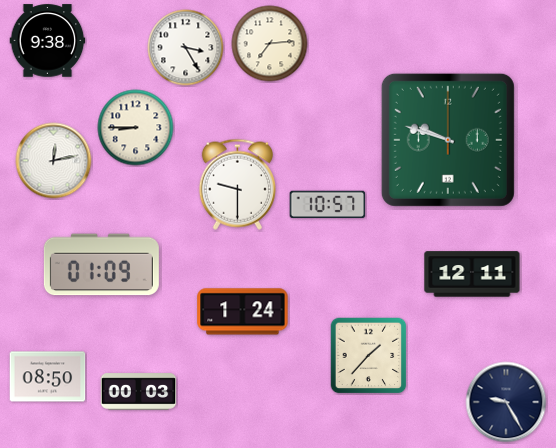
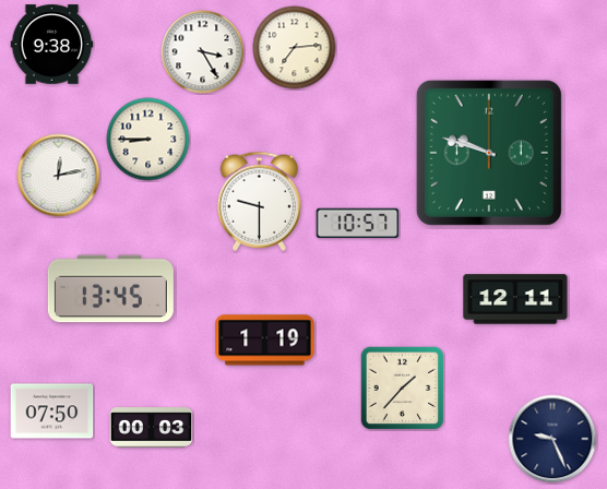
clock at (101, 265): 01:09 -> 13:45
clock at (243, 312): 1:24 -> 1:19
clock at (48, 377): 08:50 -> 07:50
clock at (506, 402): 9:25 -> 9:26
